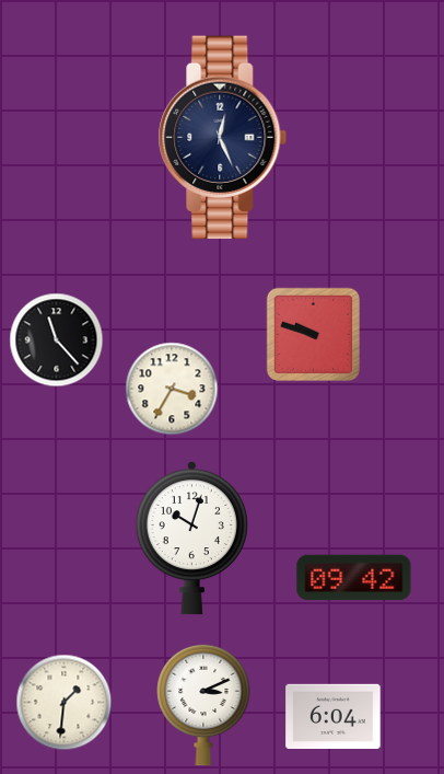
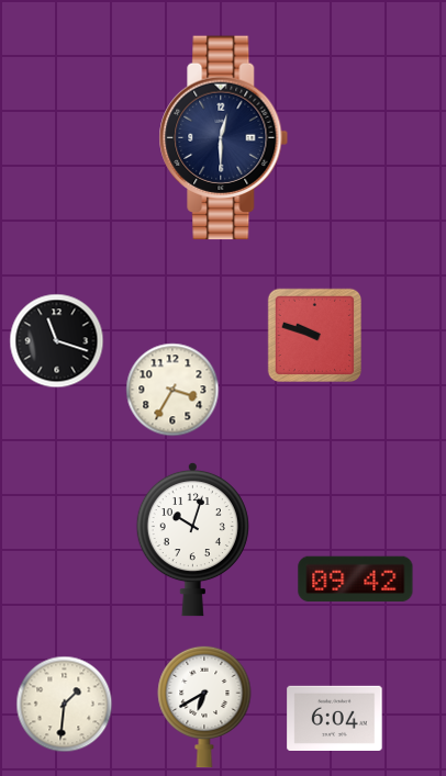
clock at (223, 138): 12:26 -> 12:30
clock at (57, 340): 11:23 -> 11:18
clock at (203, 705): 3:11 -> 6:40
